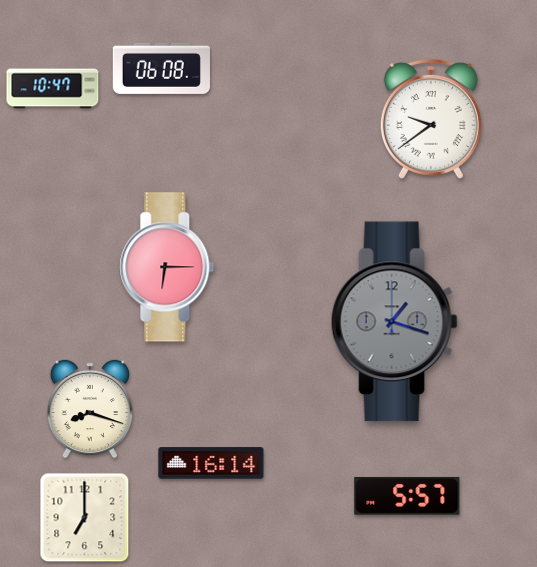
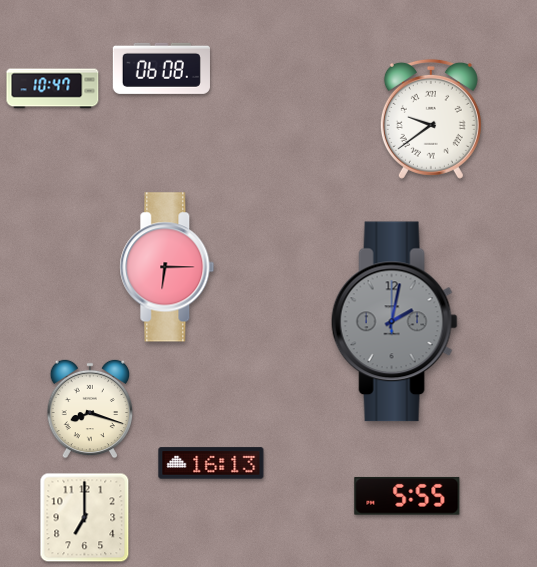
clock at (394, 322): 1:18 -> 2:02
clock at (211, 463): 16:14 -> 16:13
clock at (407, 496): 5:57 -> 5:55
